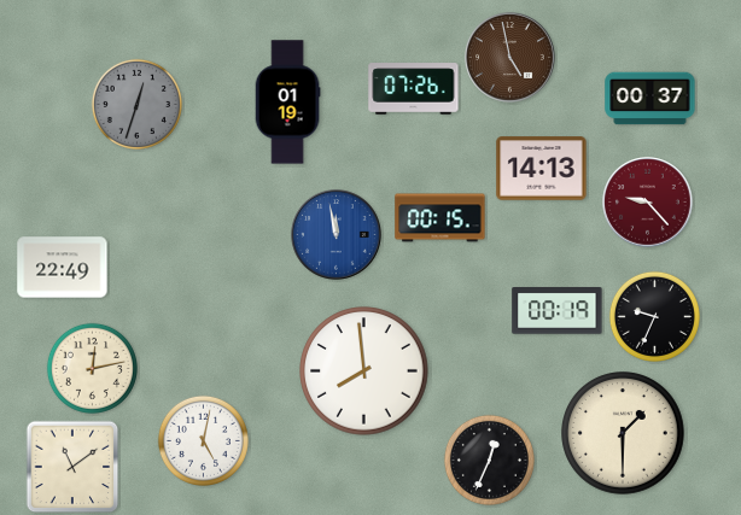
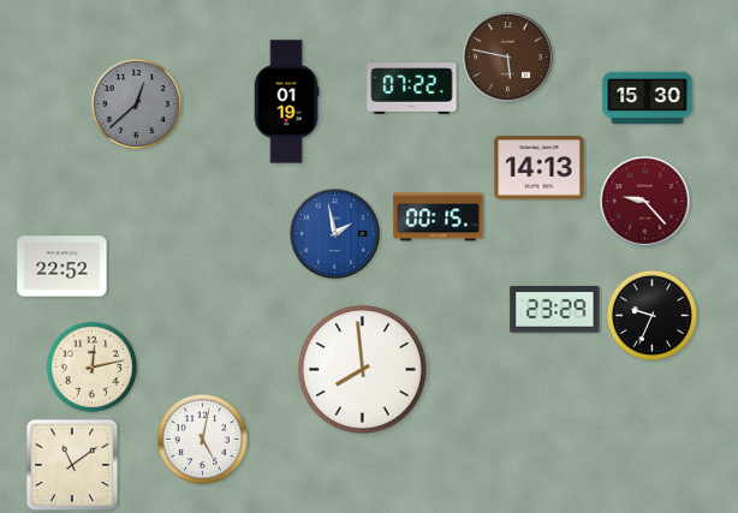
clock at (510, 58): 4:58 -> 5:47
clock at (414, 89): 07:26 -> 07:22
clock at (650, 99): 00:37 -> 15:30
clock at (136, 104): 12:33 -> 12:38
clock at (337, 235): 11:58 -> 1:58
clock at (63, 268): 22:49 -> 22:52
clock at (558, 311): 00:19 -> 23:29
clock at (623, 433): 1:30 -> none
clock at (489, 460): 12:34 -> none
